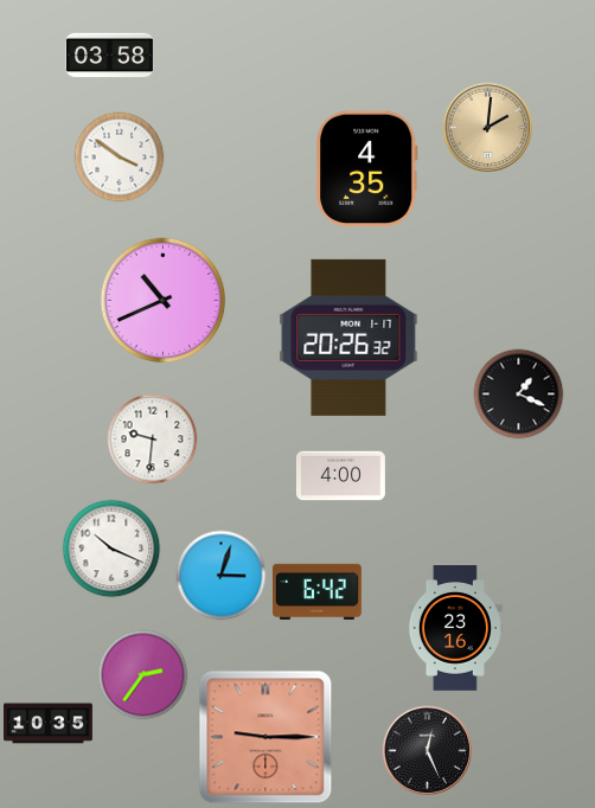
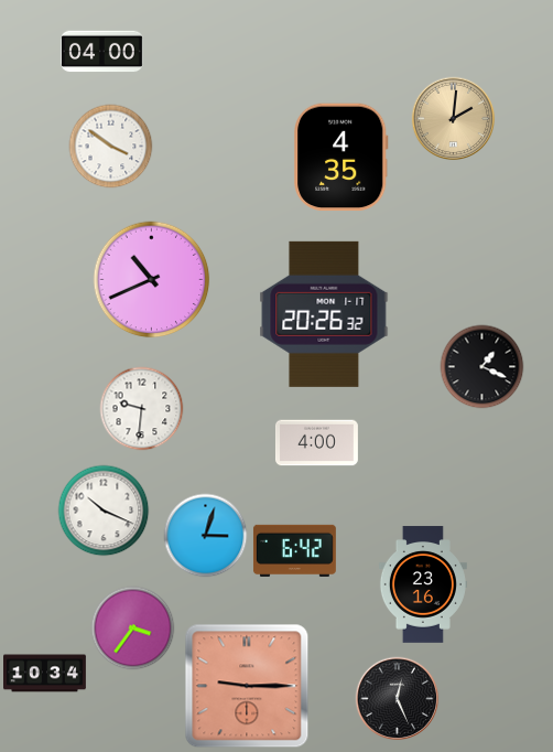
clock at (109, 56): 03:58 -> 04:00
clock at (143, 675): 2:36 -> 3:36
clock at (49, 724): 10:35 -> 10:34
